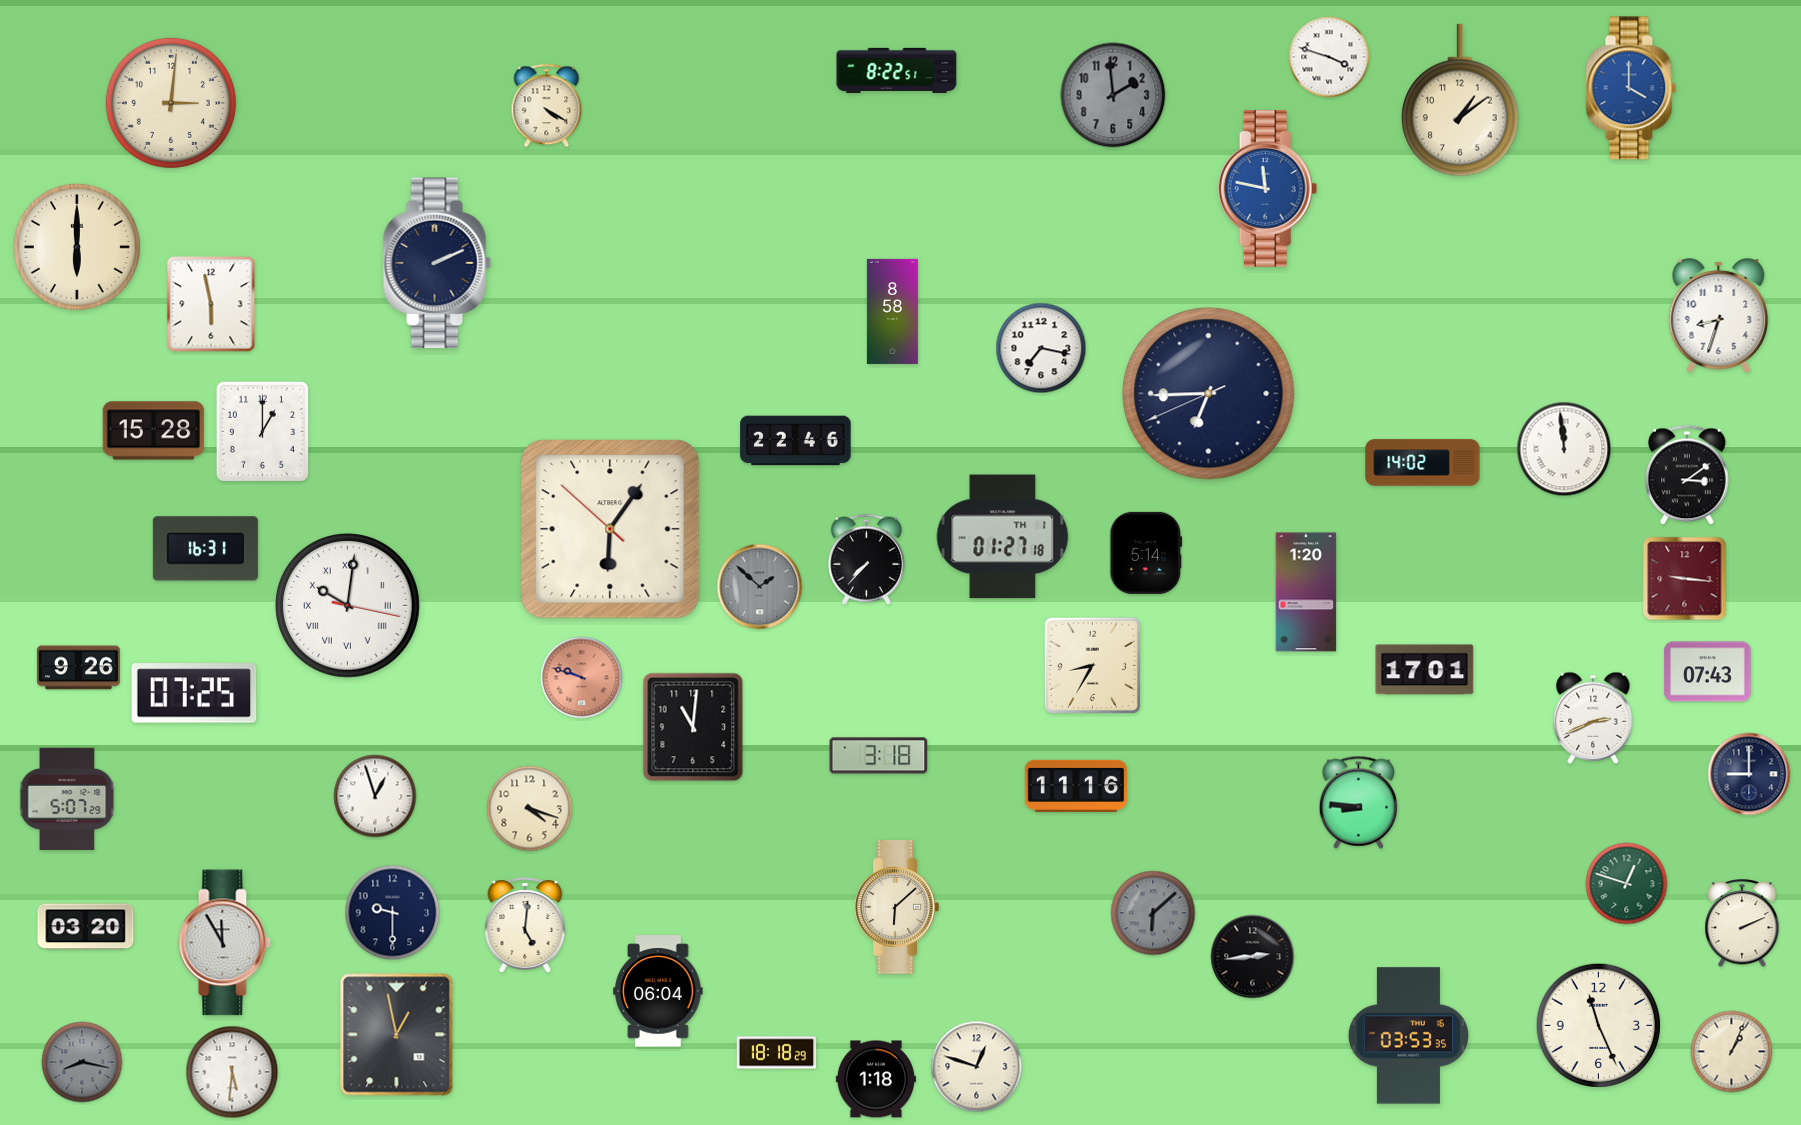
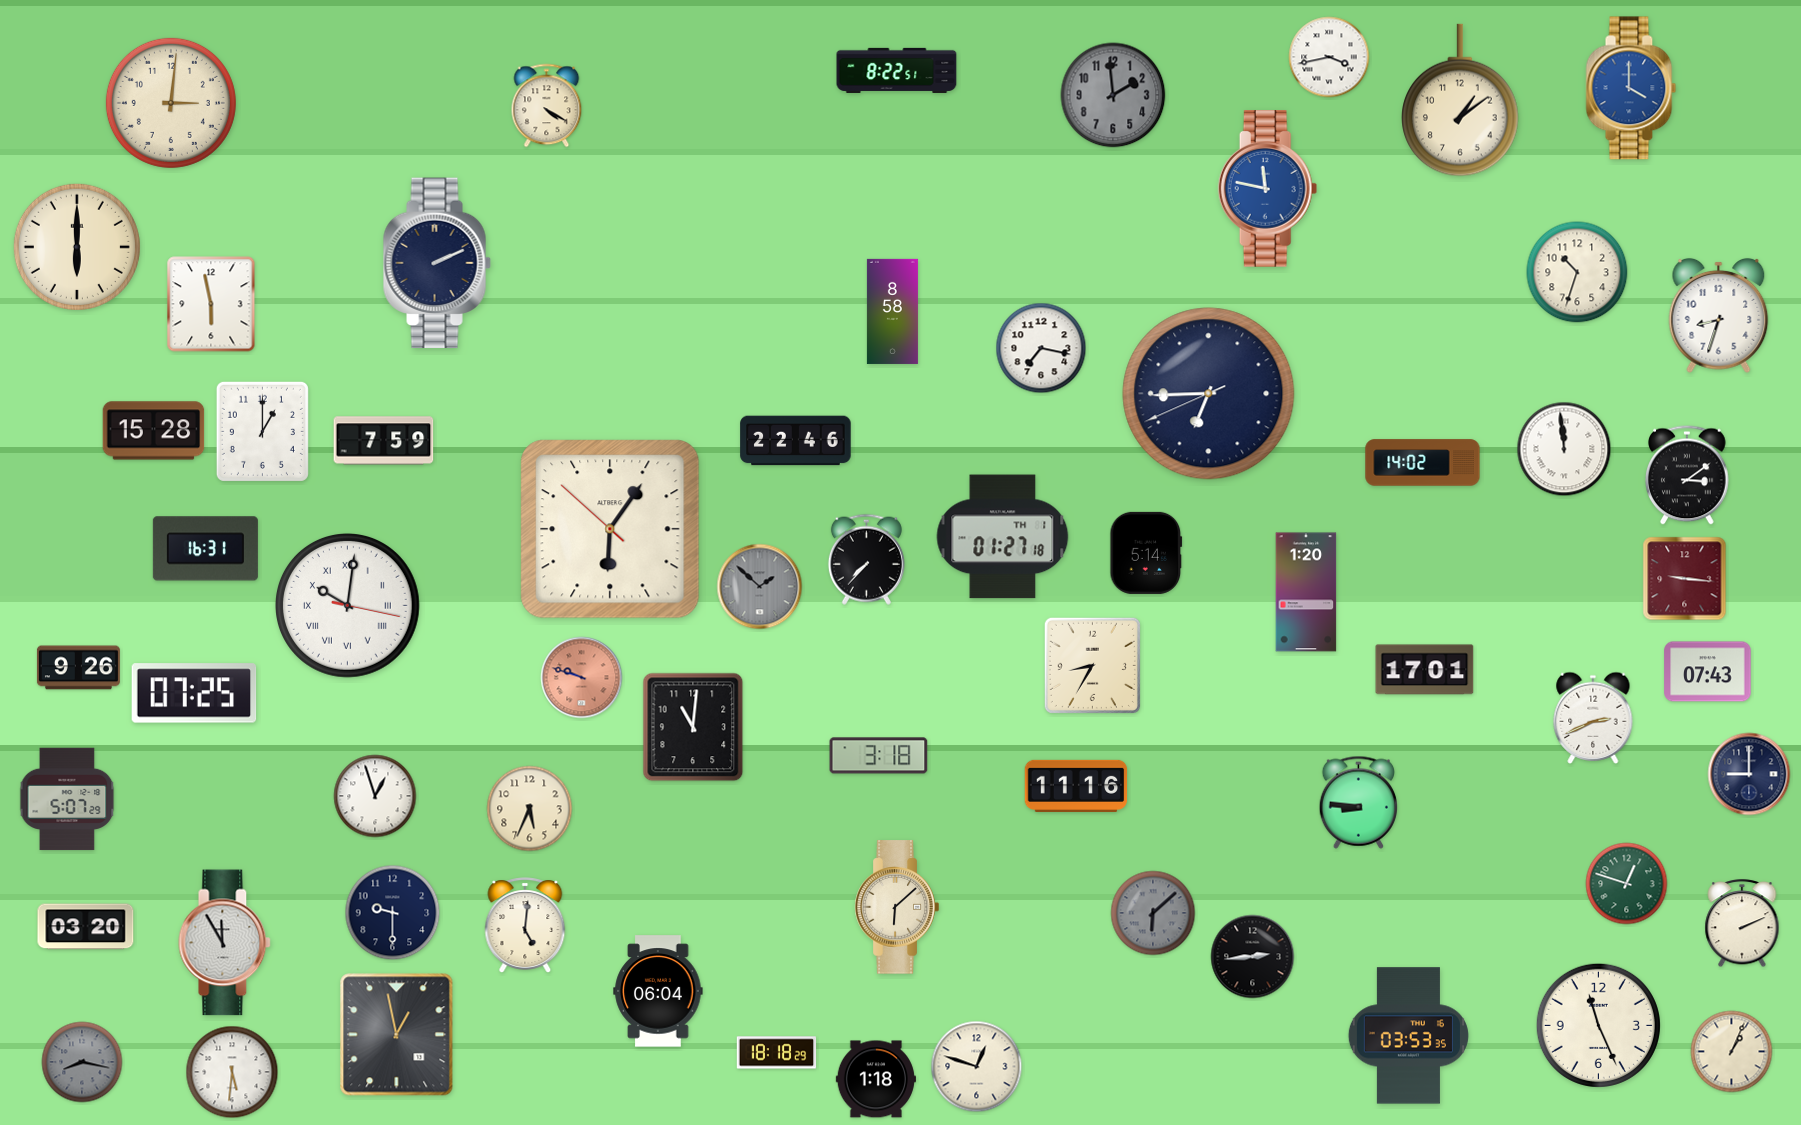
clock at (1329, 57): 3:48 -> 3:43
clock at (1577, 272): none -> 10:33
clock at (384, 441): none -> 7:59
clock at (530, 809): 4:18 -> 5:34
